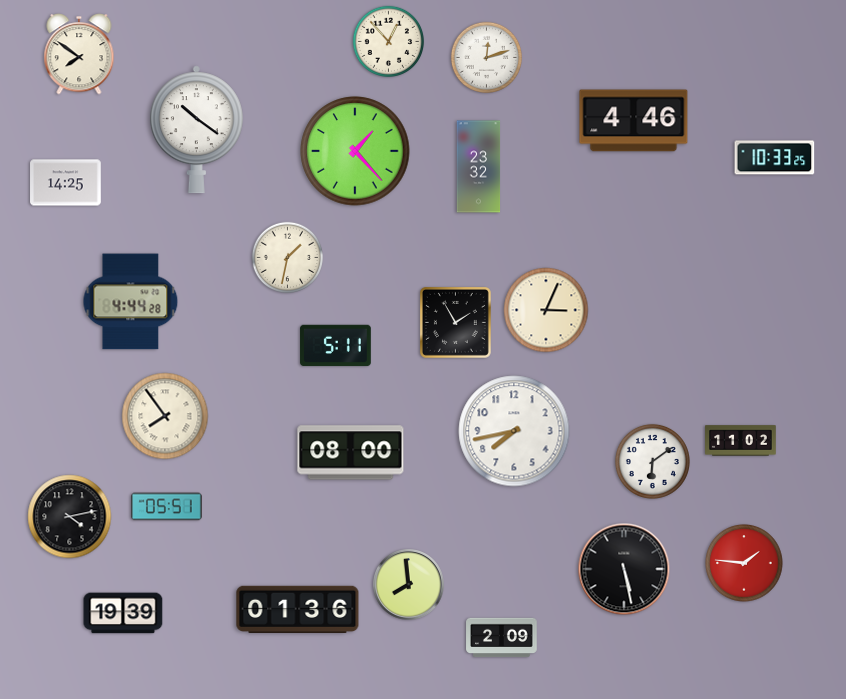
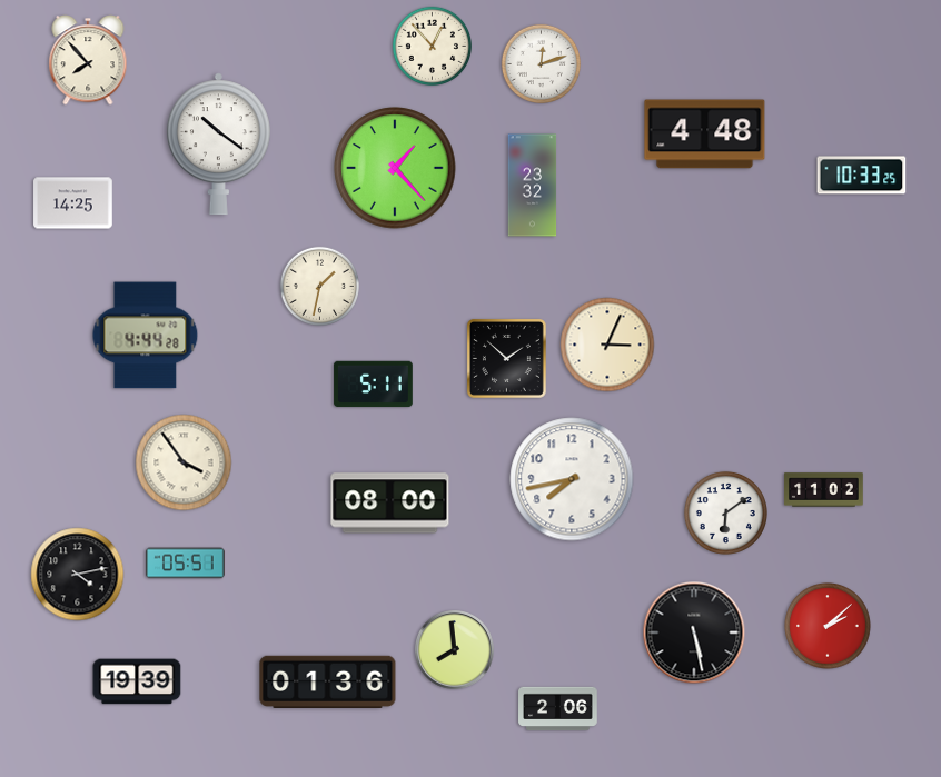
clock at (79, 54): 7:51 -> 7:53
clock at (634, 121): 4:46 -> 4:48
clock at (455, 322): 1:55 -> 1:52
clock at (165, 416): 7:54 -> 3:54
clock at (744, 563): 1:46 -> 2:08
clock at (298, 609) position: (298, 609) -> (328, 681)
clock at (502, 638): 2:09 -> 2:06
